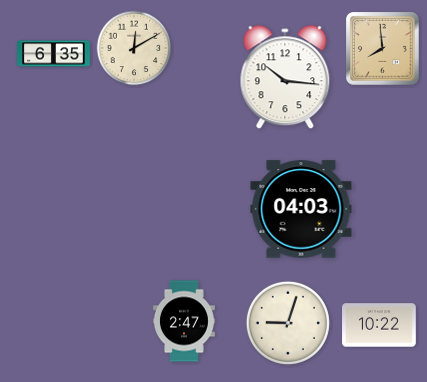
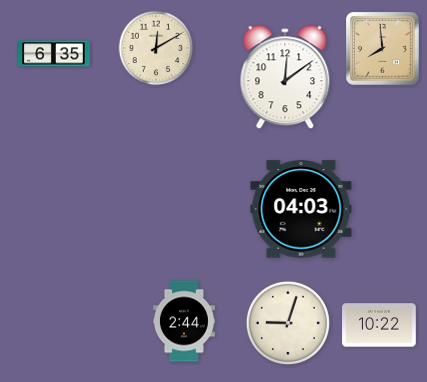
clock at (134, 48) position: (134, 48) -> (156, 48)
clock at (285, 78): 10:16 -> 12:09
clock at (184, 321): 2:47 -> 2:44
